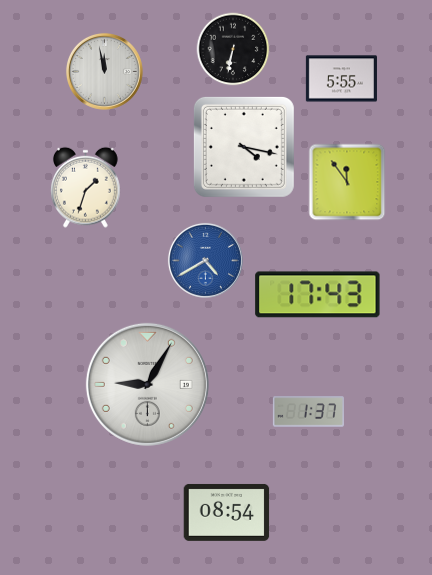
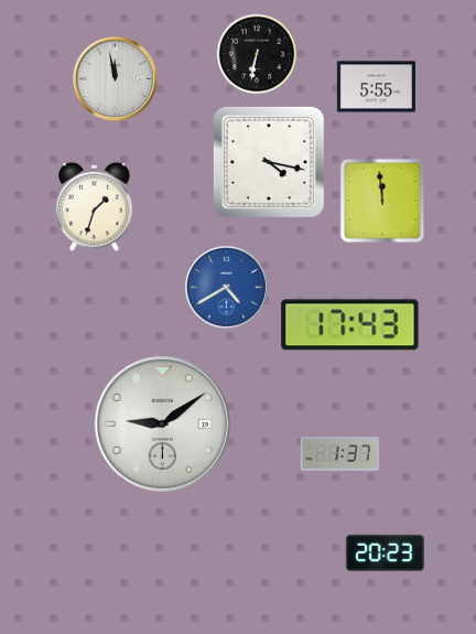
clock at (347, 182): 11:54 -> 11:59
clock at (147, 384): 9:05 -> 9:09
clock at (385, 552): none -> 20:23
clock at (227, 512): 08:54 -> none
